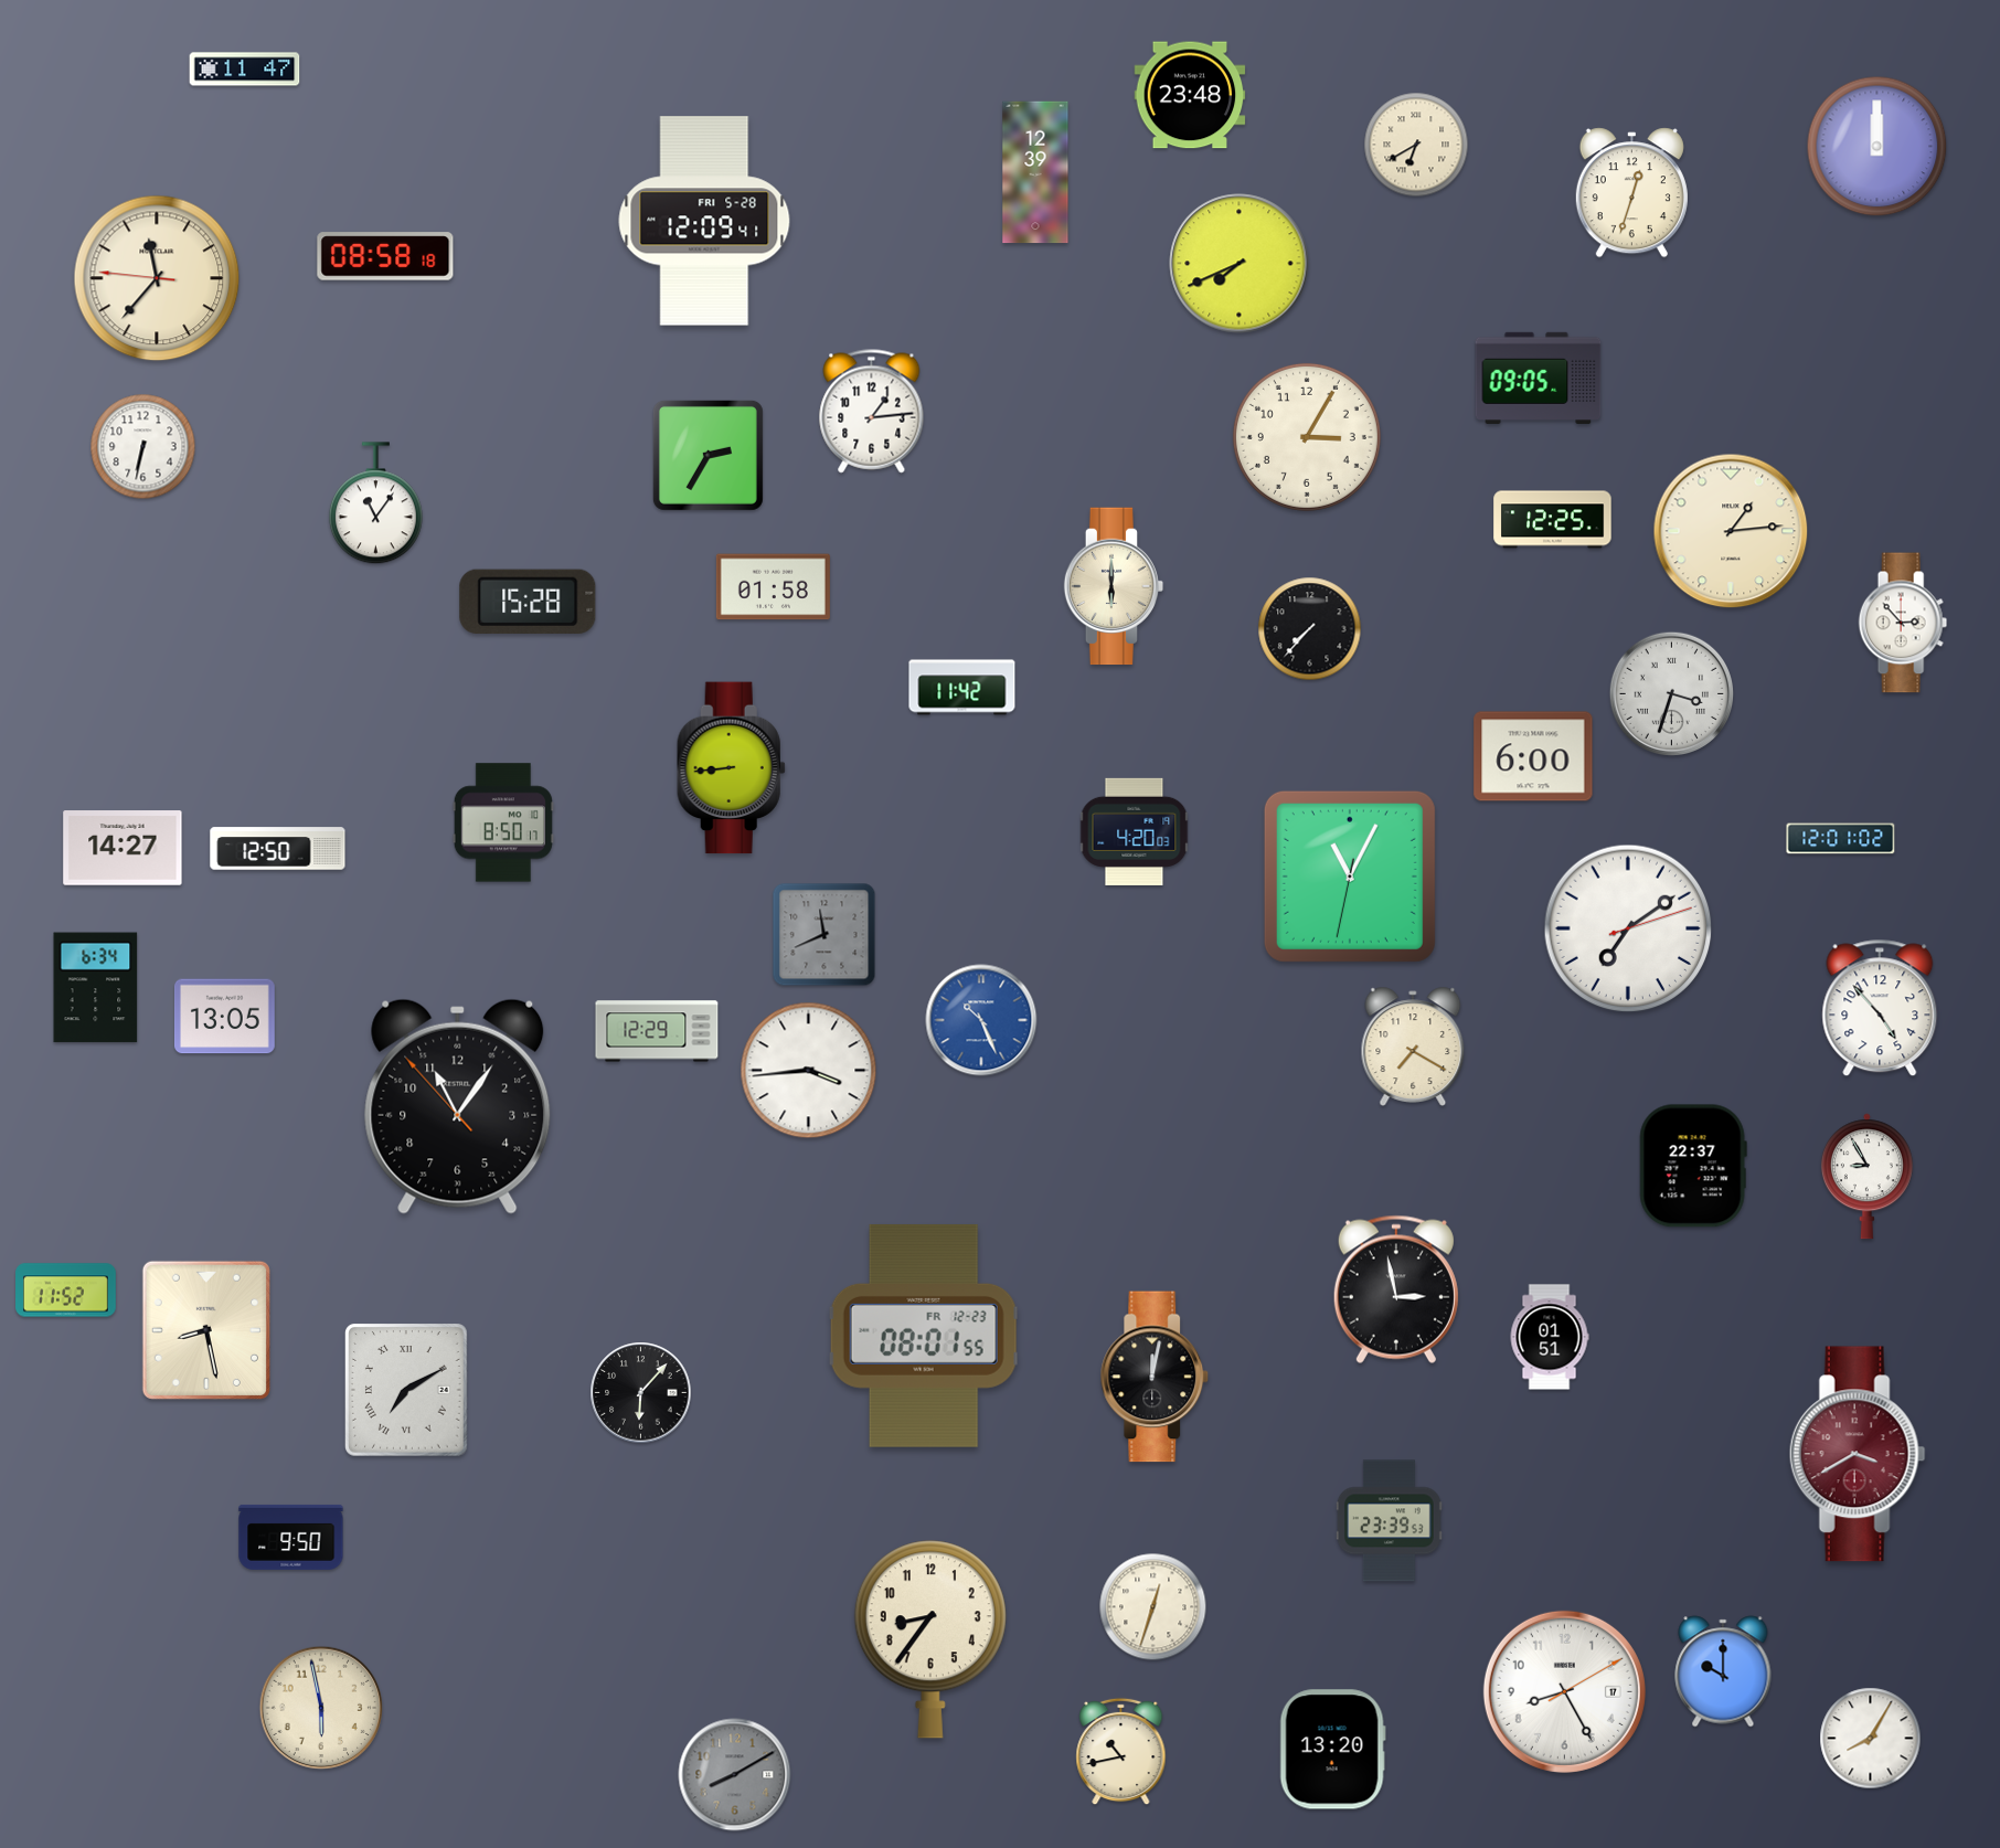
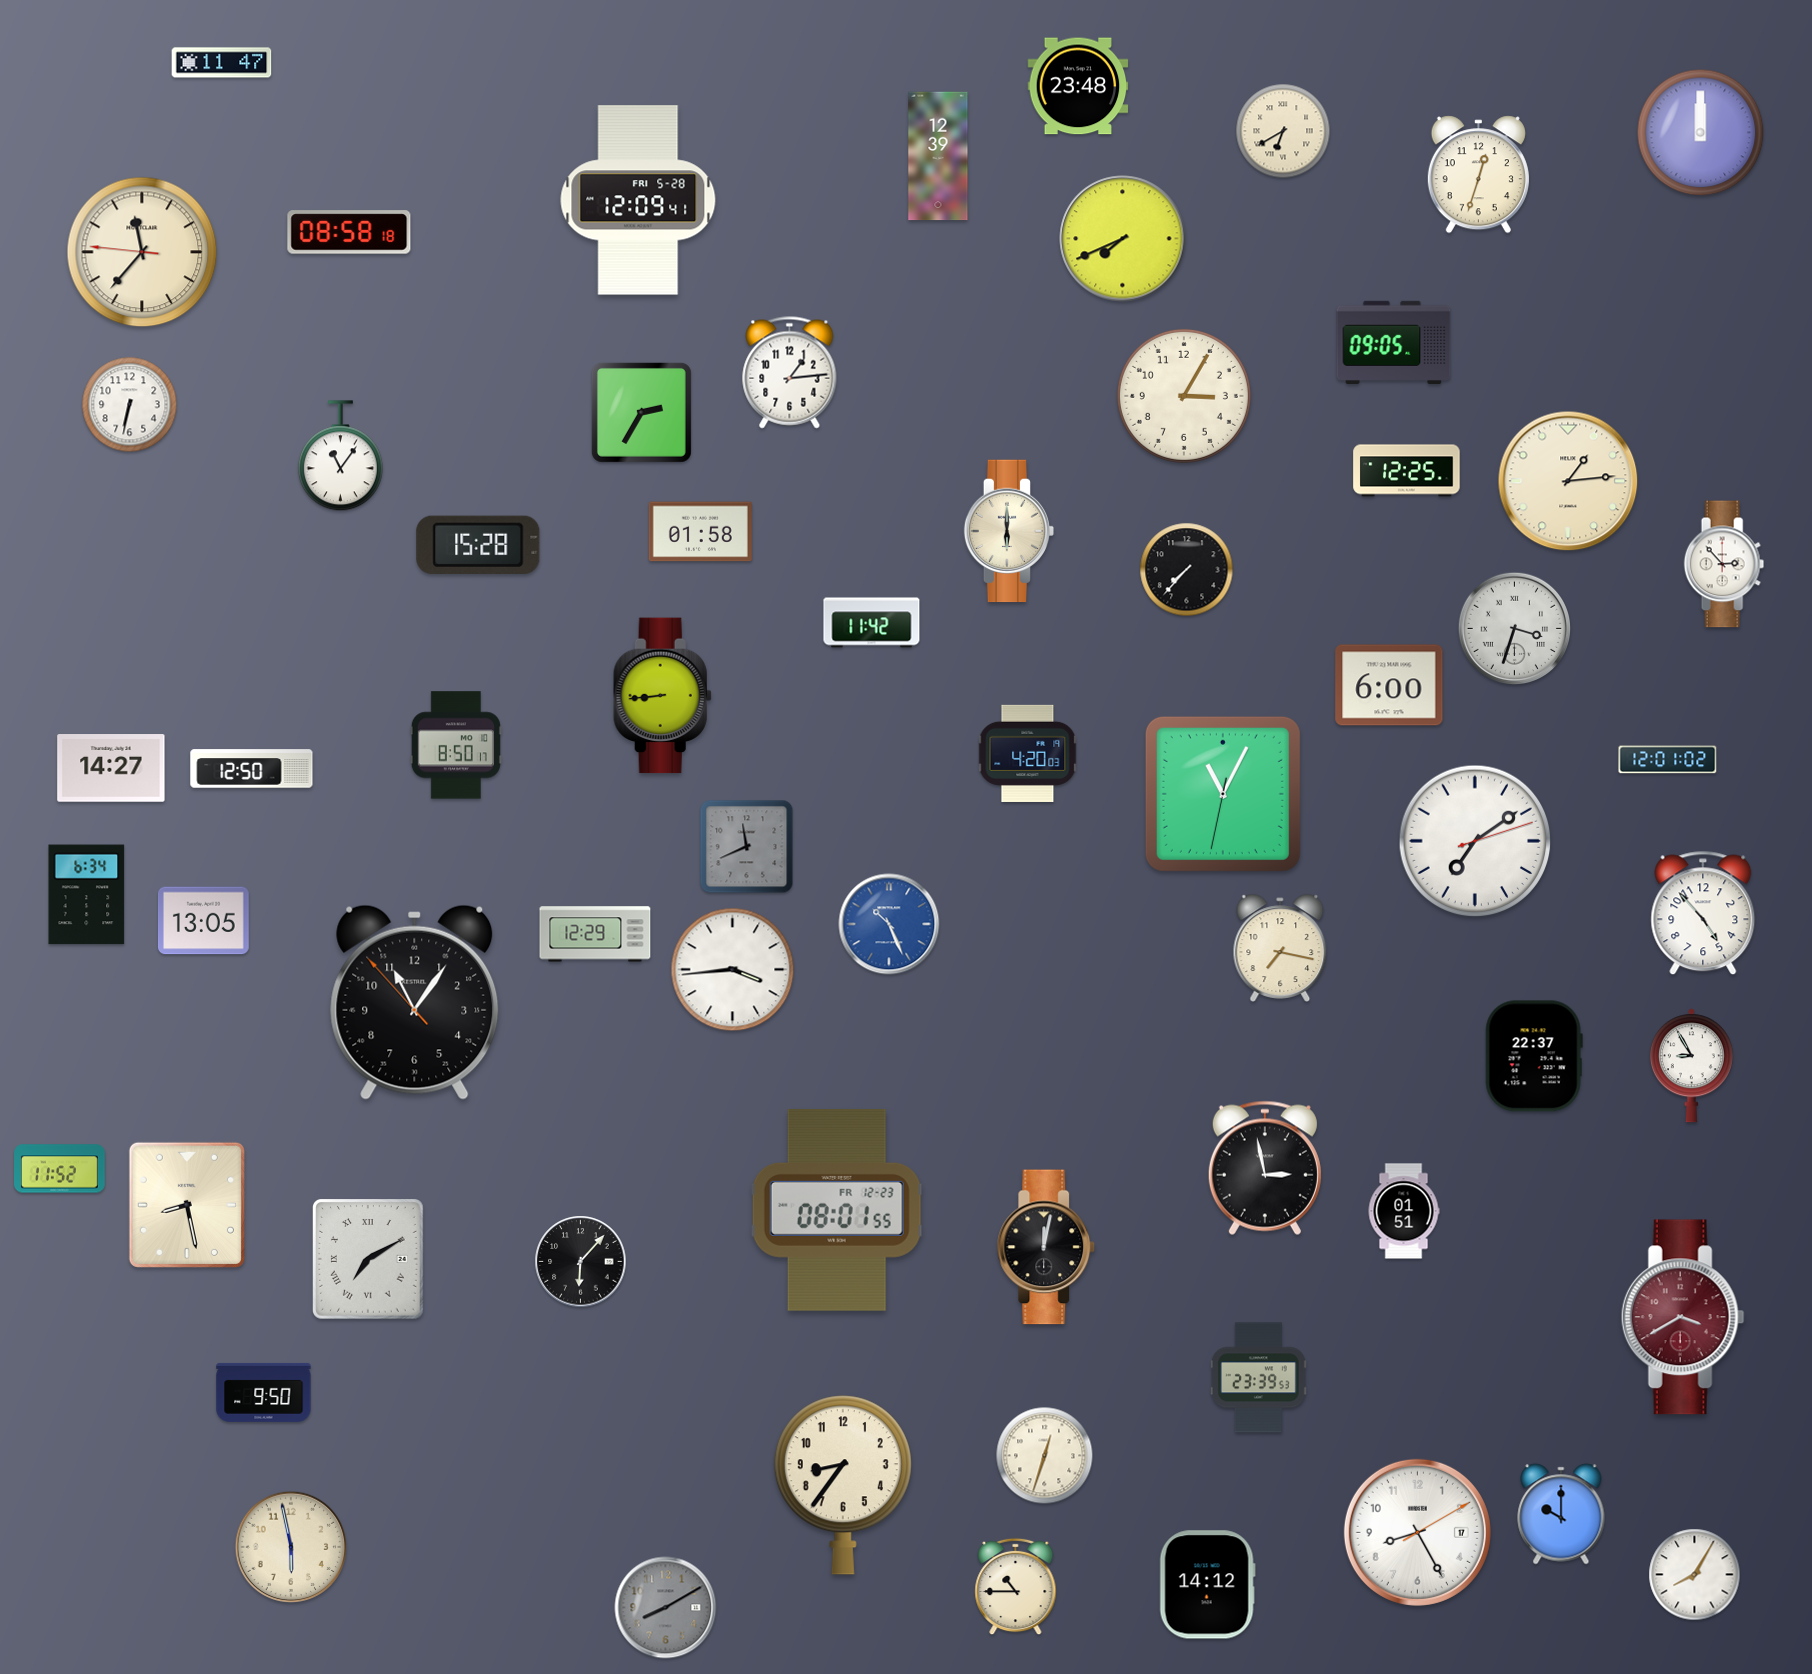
clock at (1413, 1047): 7:20 -> 7:17
clock at (1332, 1750): 13:20 -> 14:12
clock at (1121, 1752): 10:43 -> 10:45
